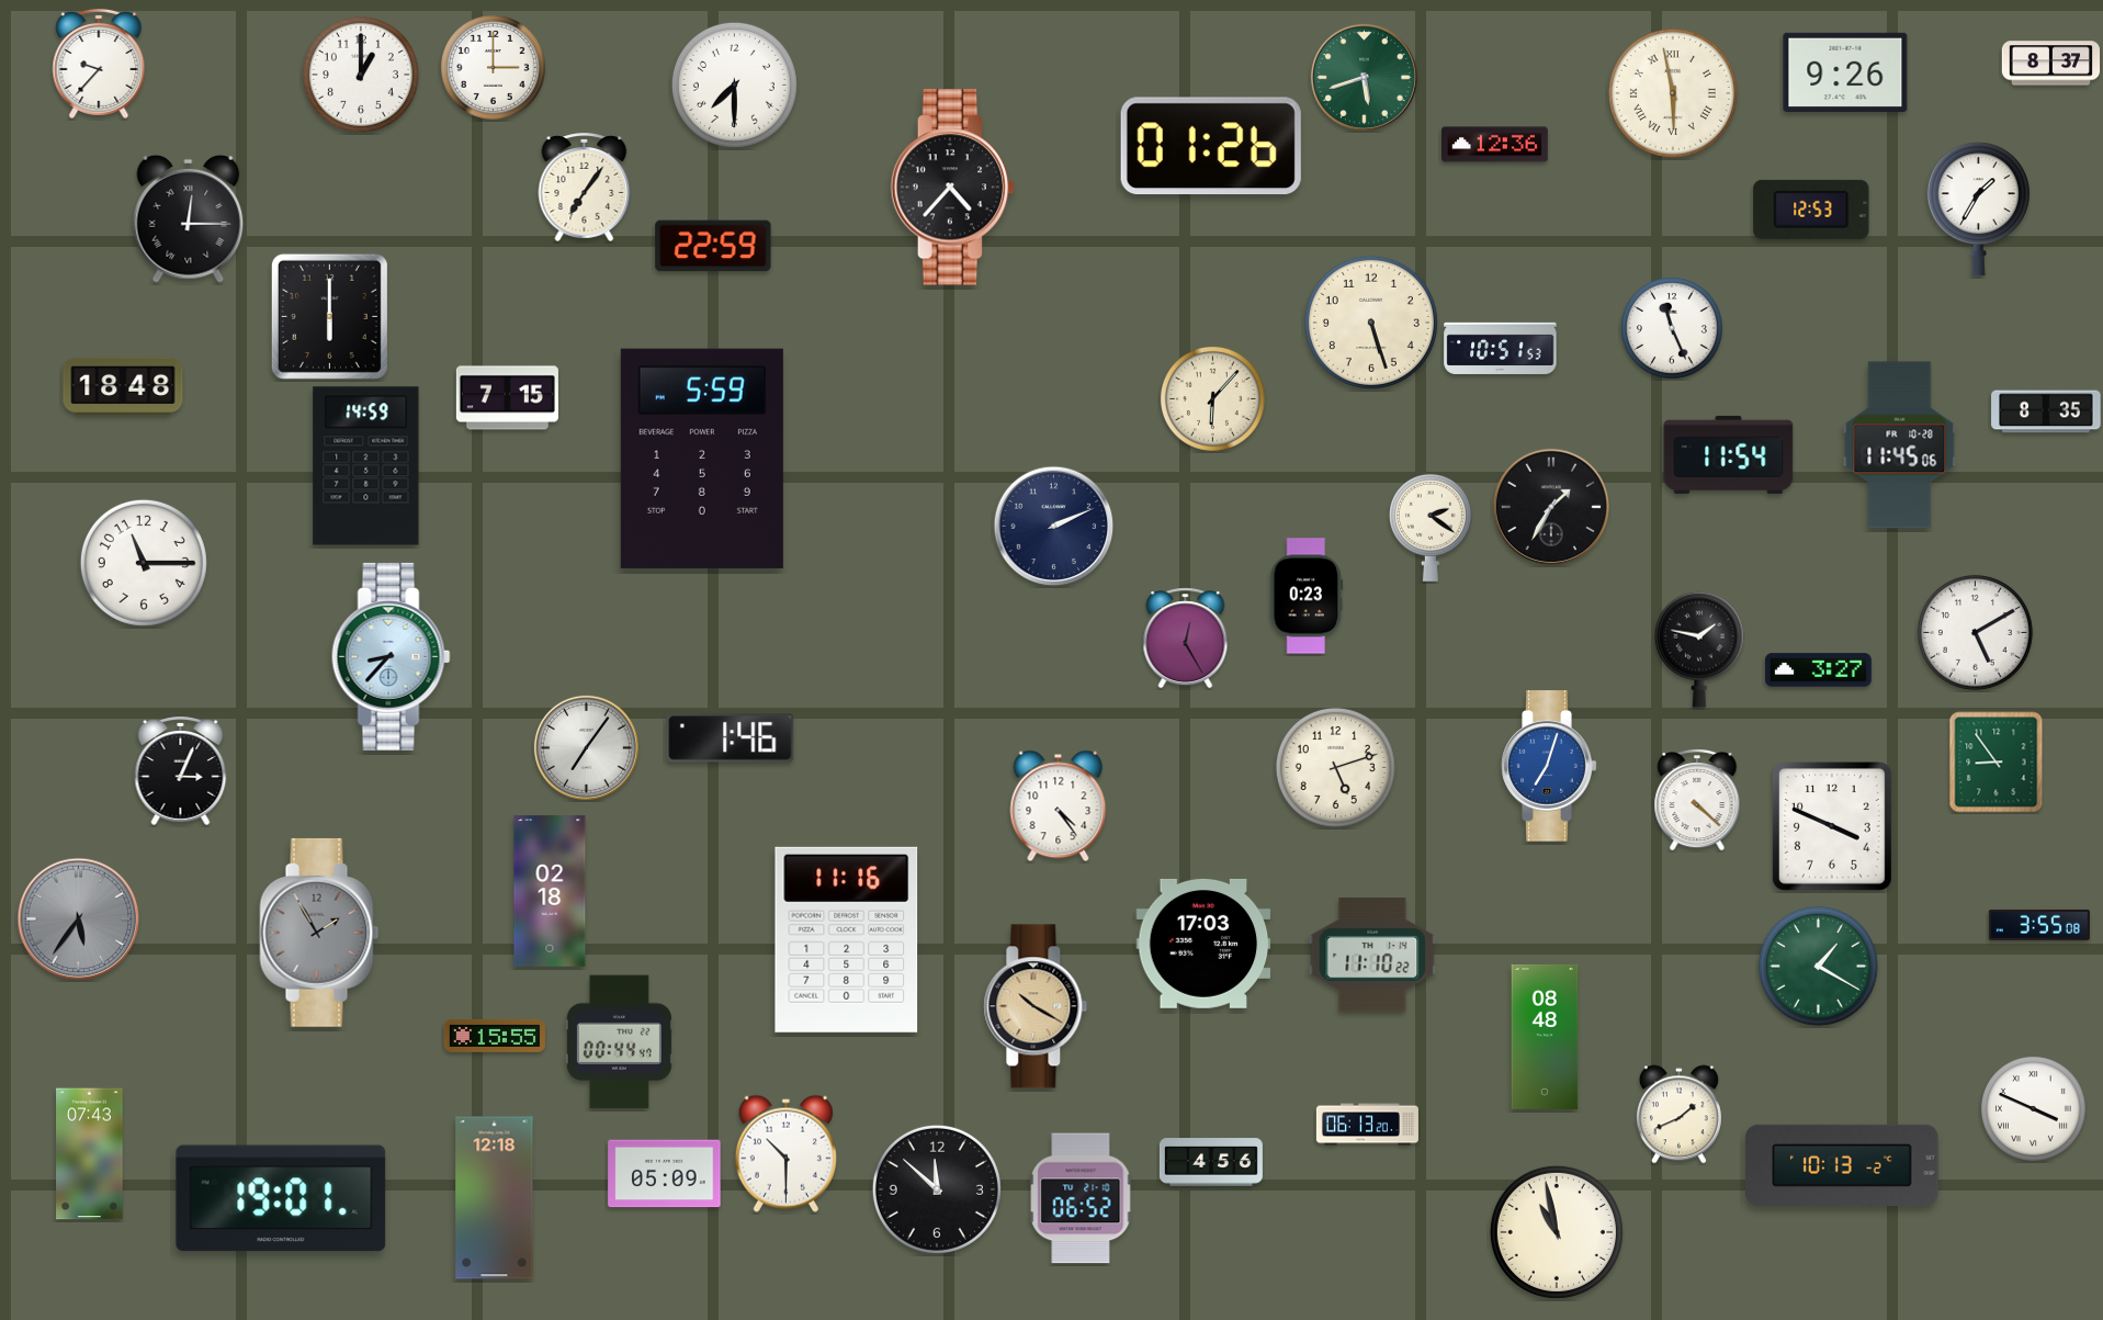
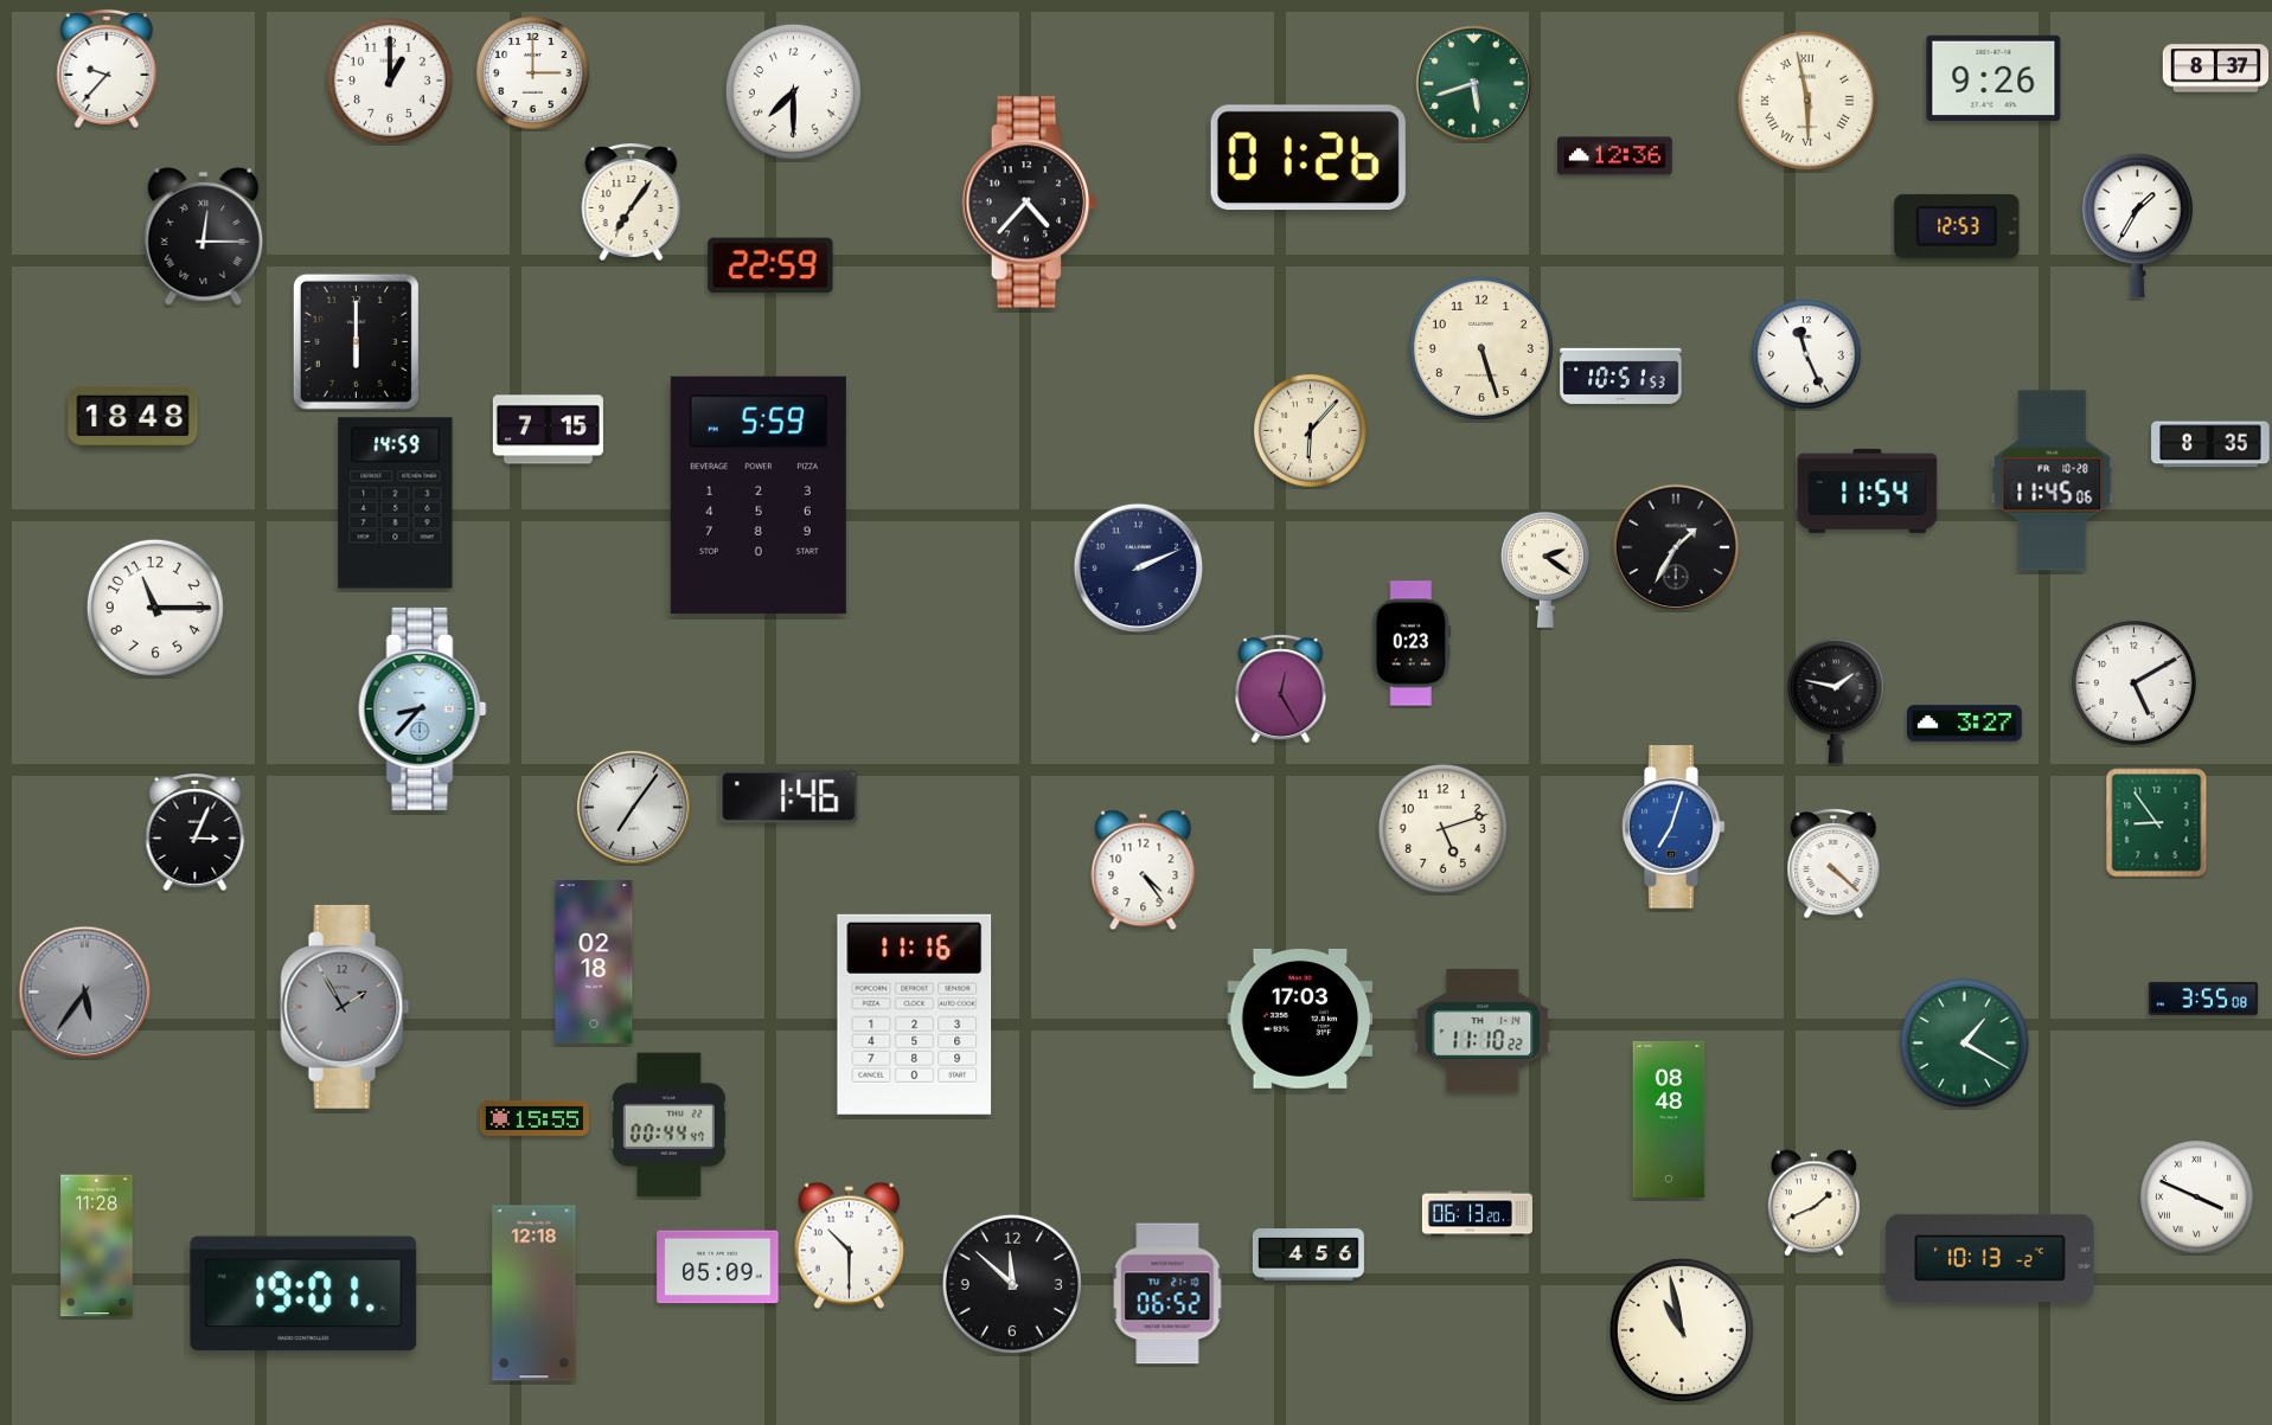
clock at (1832, 827): 3:49 -> none
clock at (1036, 1006): 10:20 -> none
clock at (90, 1154): 07:43 -> 11:28
